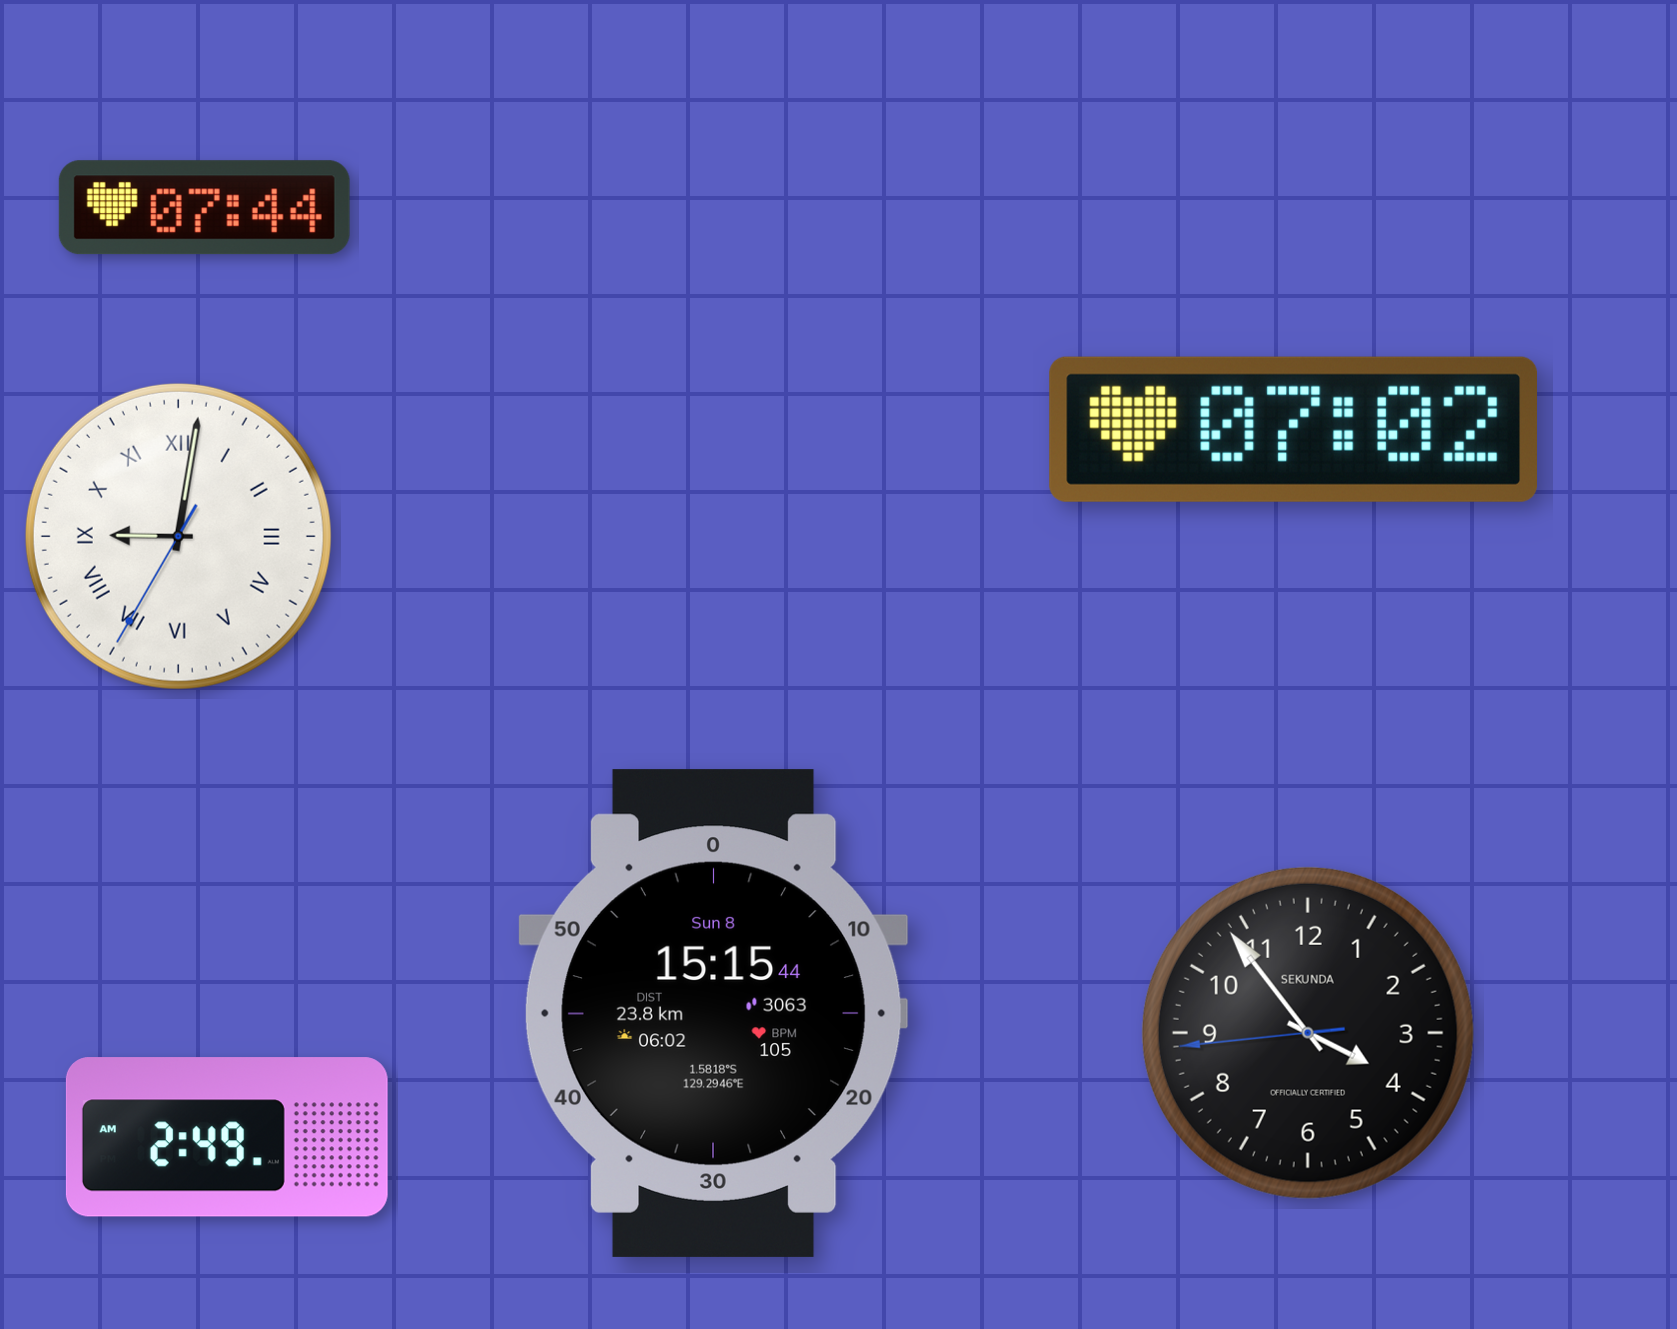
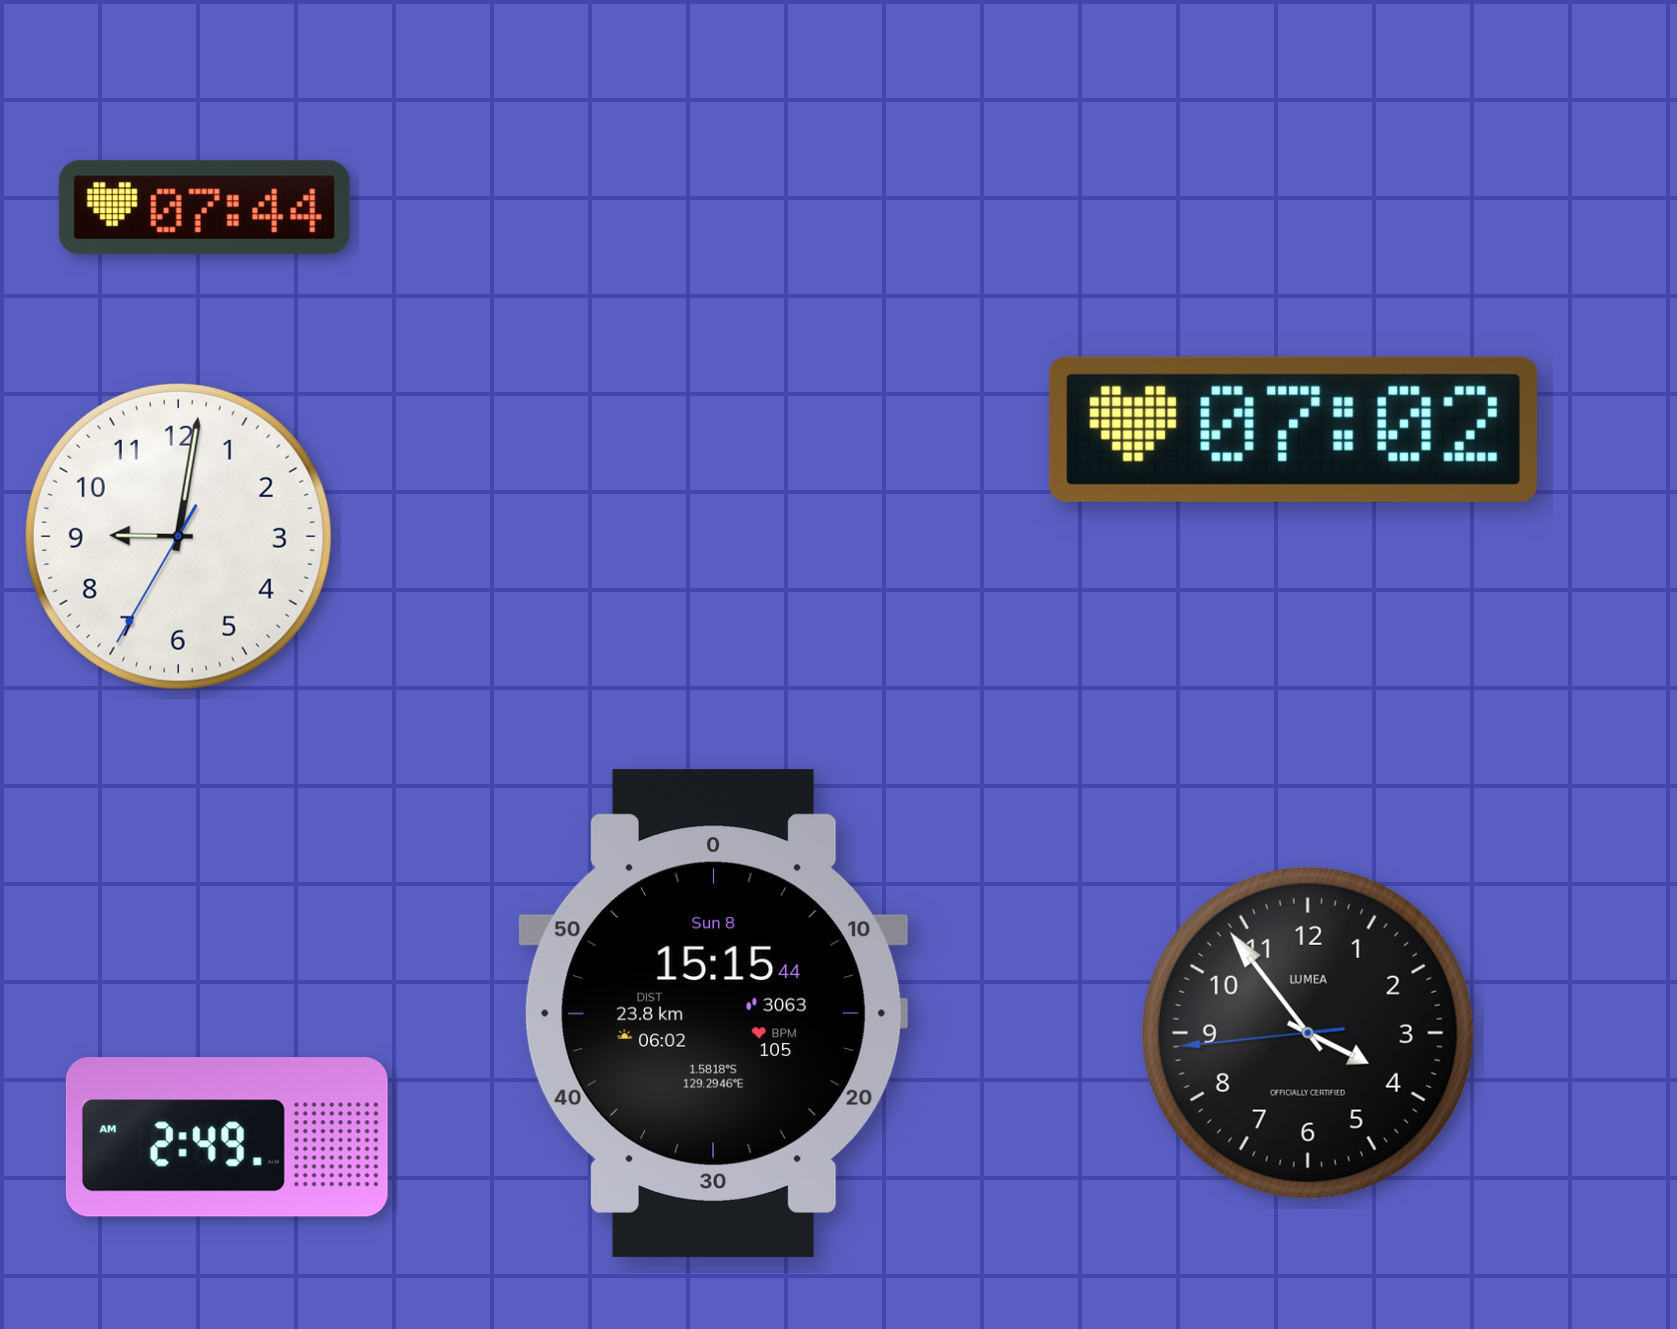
clock at (178, 536) numerals: Roman -> Arabic
clock at (1308, 1033) brand: SEKUNDA -> LUMEA
